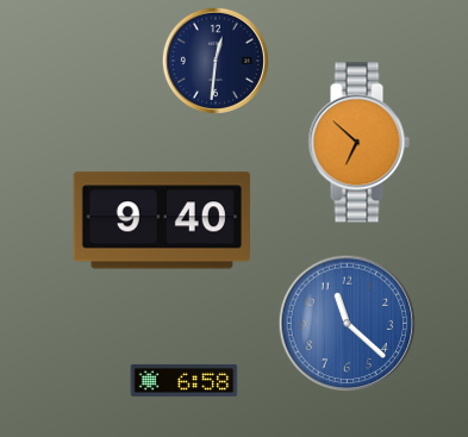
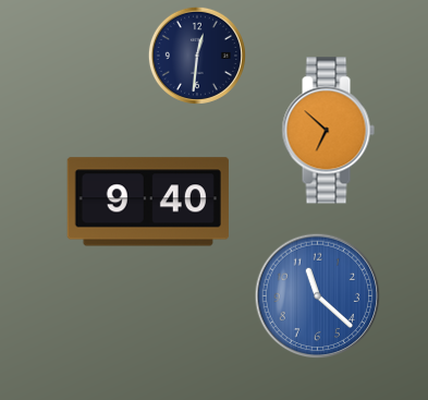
clock at (185, 380): 6:58 -> none
